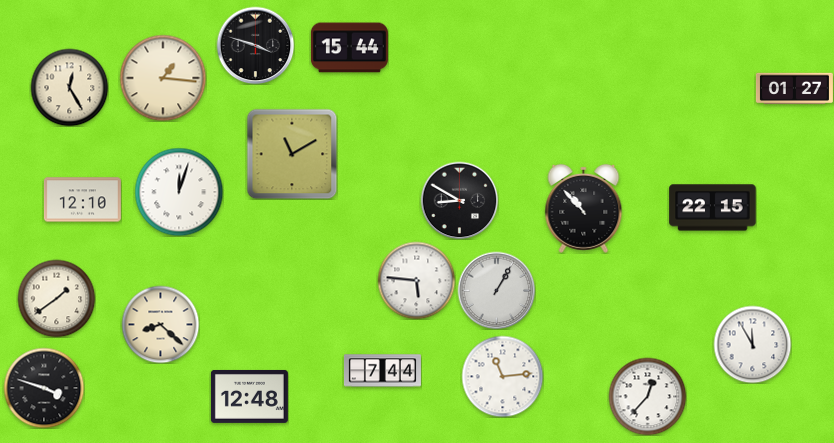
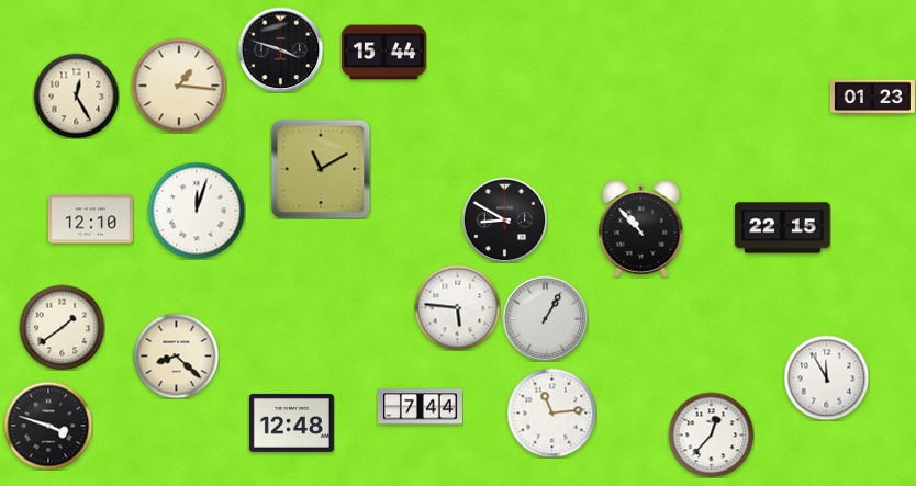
clock at (794, 89): 01:27 -> 01:23
clock at (249, 396) position: (249, 396) -> (291, 422)
